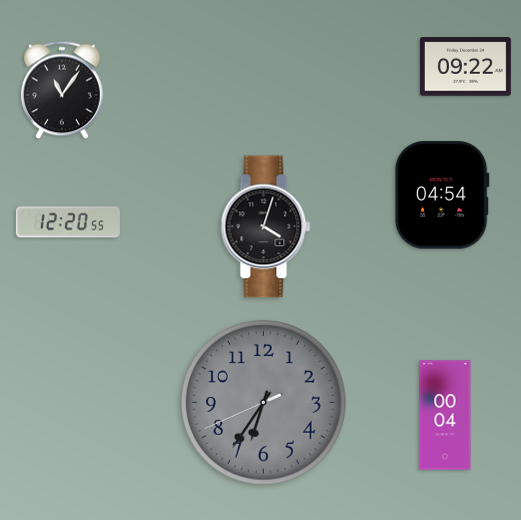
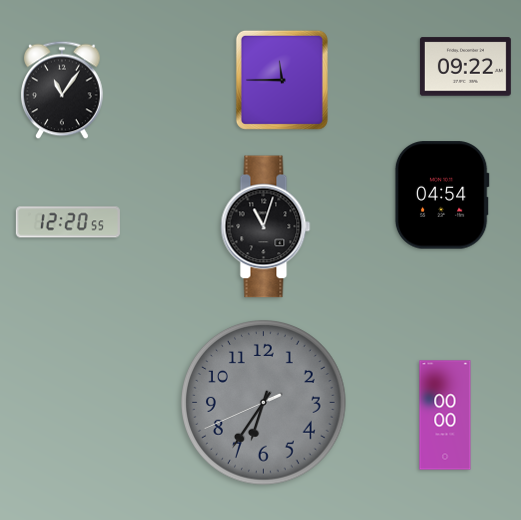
clock at (282, 80): none -> 11:45
clock at (266, 227): 4:03 -> 11:03
clock at (445, 415): 00:04 -> 00:00
